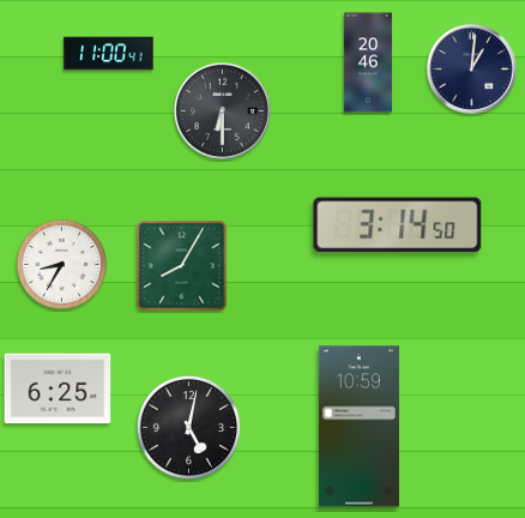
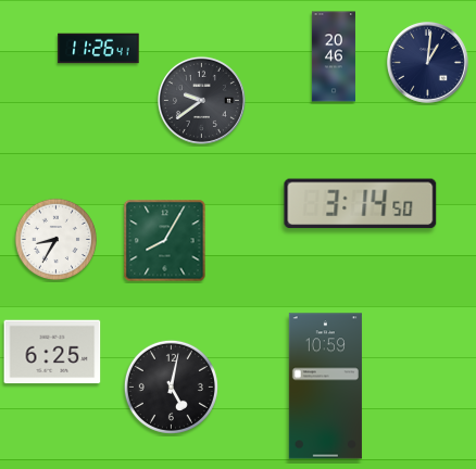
clock at (109, 54): 11:00 -> 11:26
clock at (222, 110): 6:30 -> 9:39
